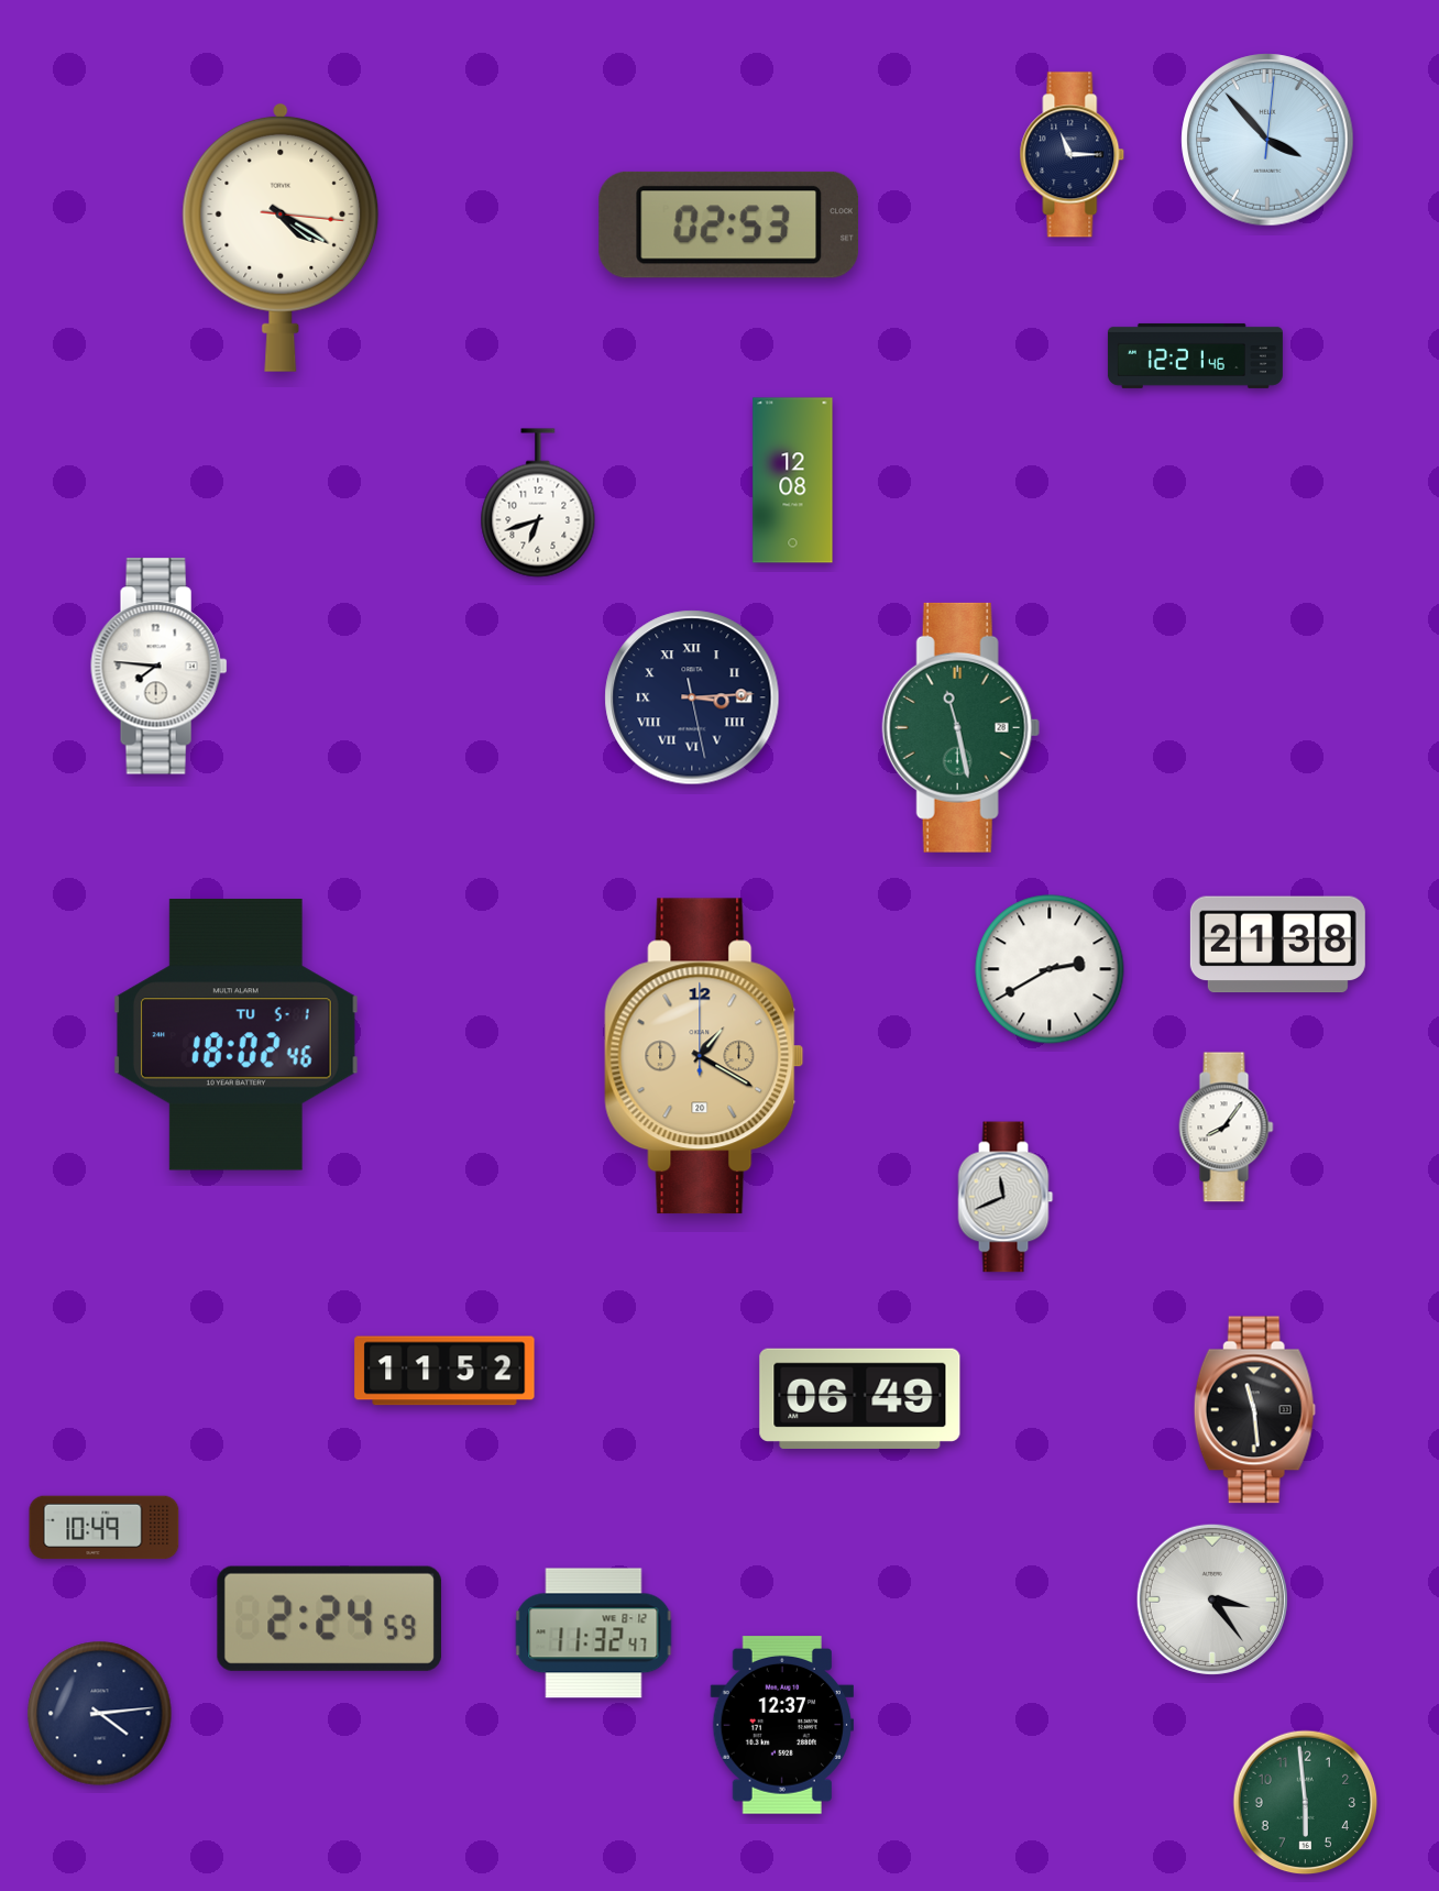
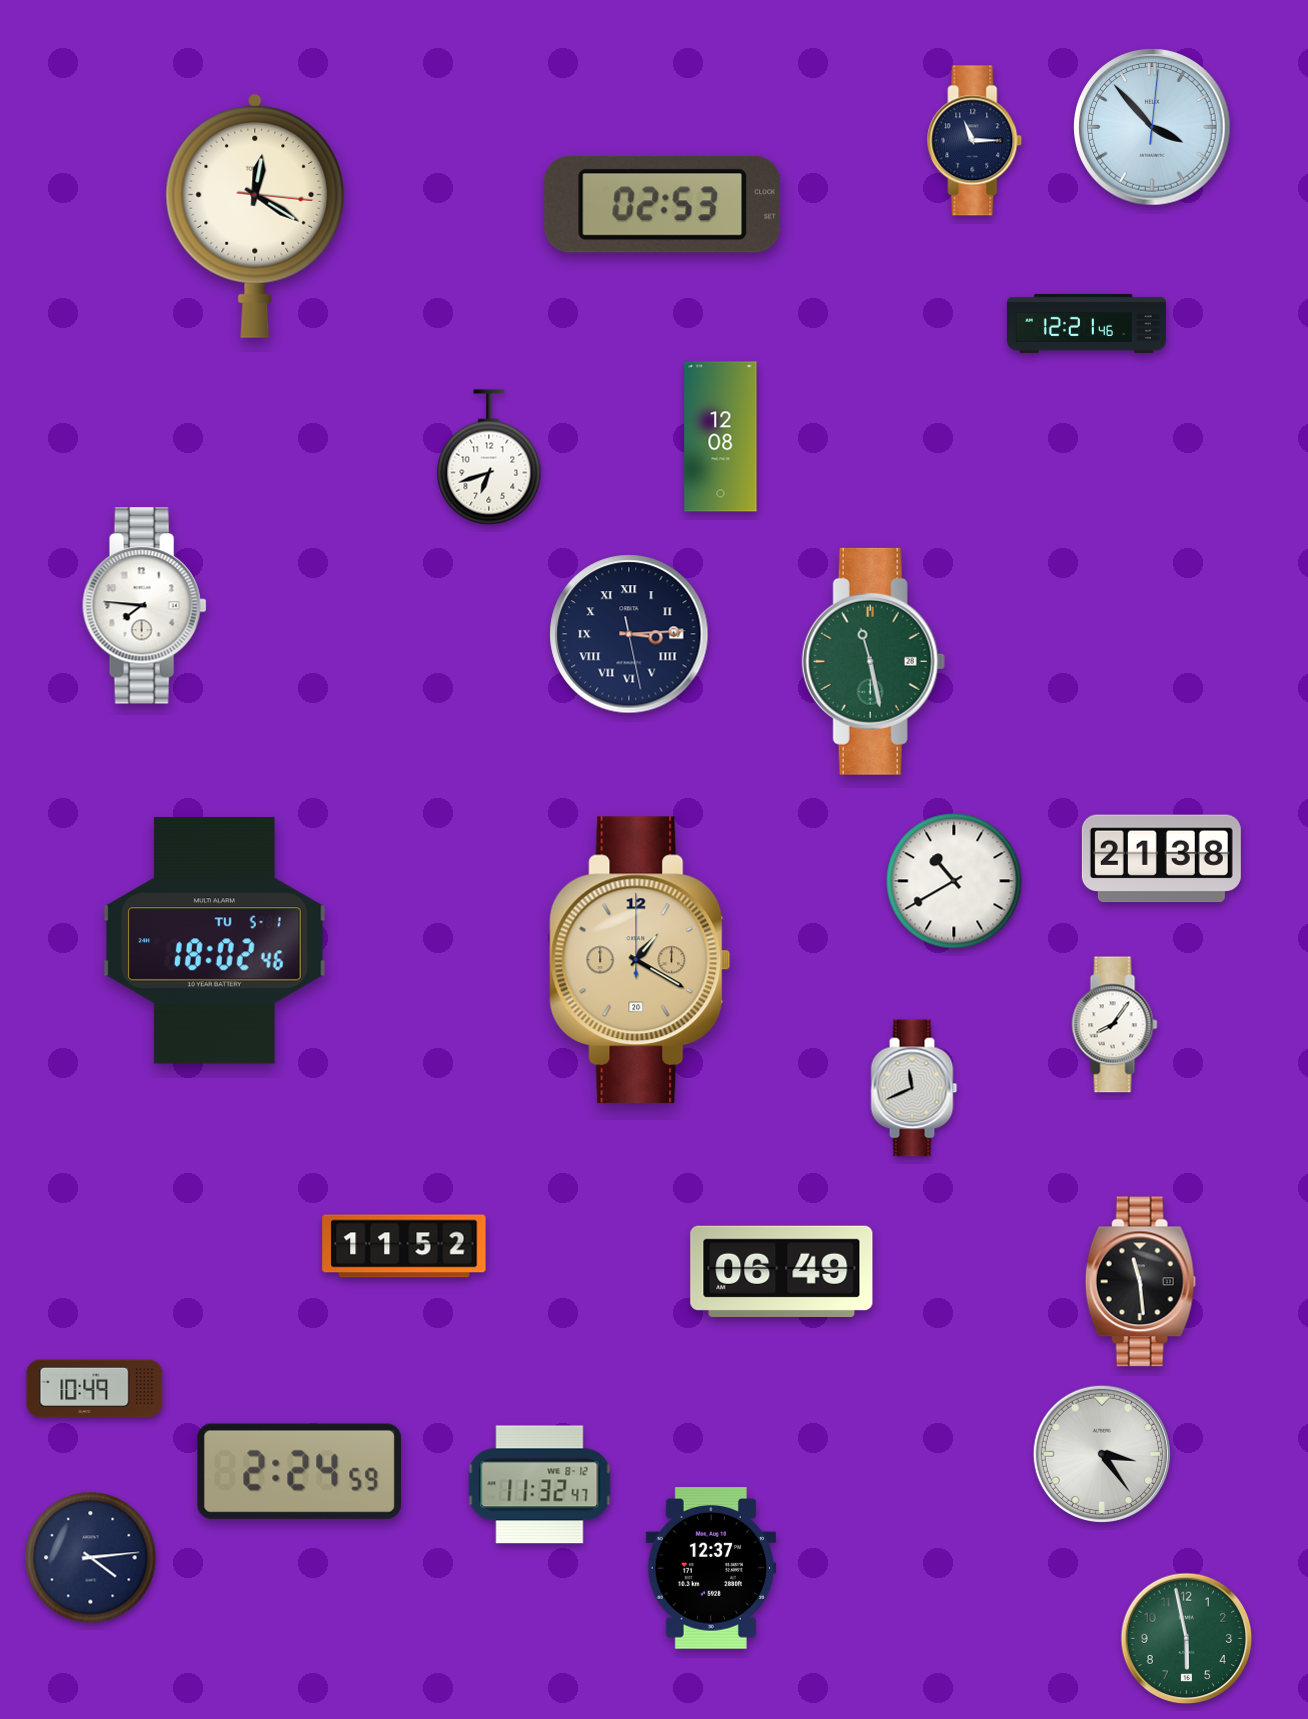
clock at (281, 237): 4:20 -> 12:20
clock at (1050, 969): 2:40 -> 10:40
clock at (1306, 1803): 5:59 -> 5:58
